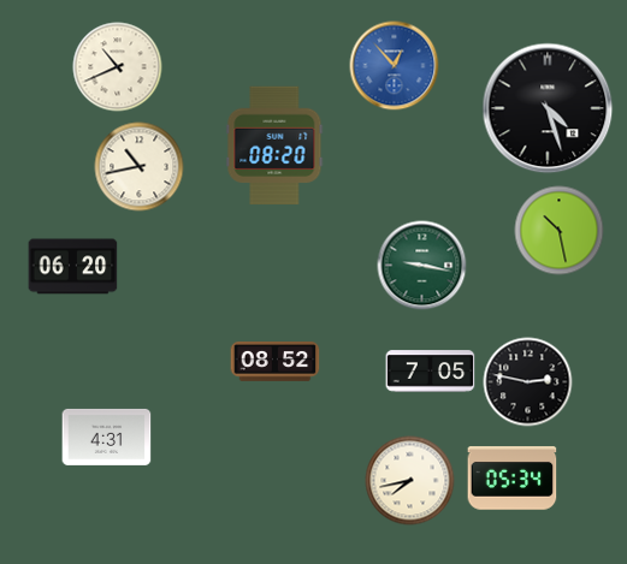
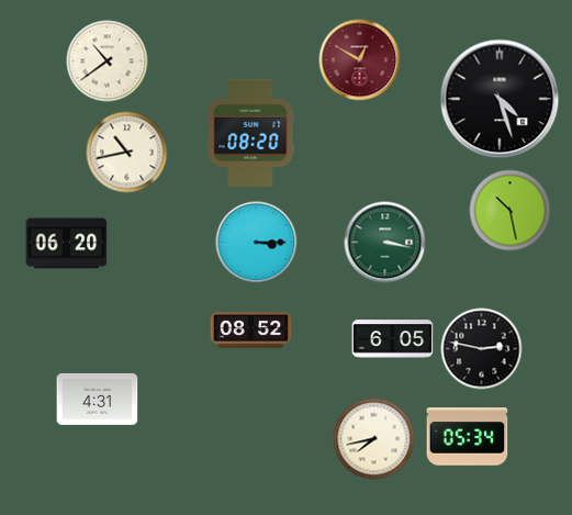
clock at (395, 66): 12:53 -> 12:50
clock at (395, 66) dial: blue -> burgundy
clock at (118, 67): 10:41 -> 10:39
clock at (257, 243): none -> 3:15
clock at (422, 266): 9:17 -> 3:17
clock at (431, 372): 7:05 -> 6:05
